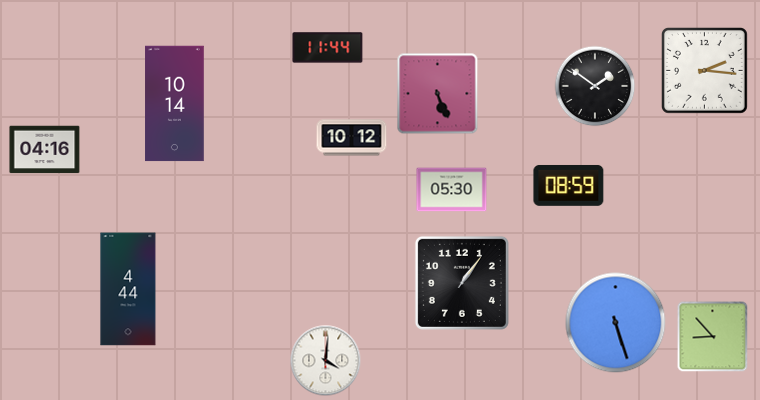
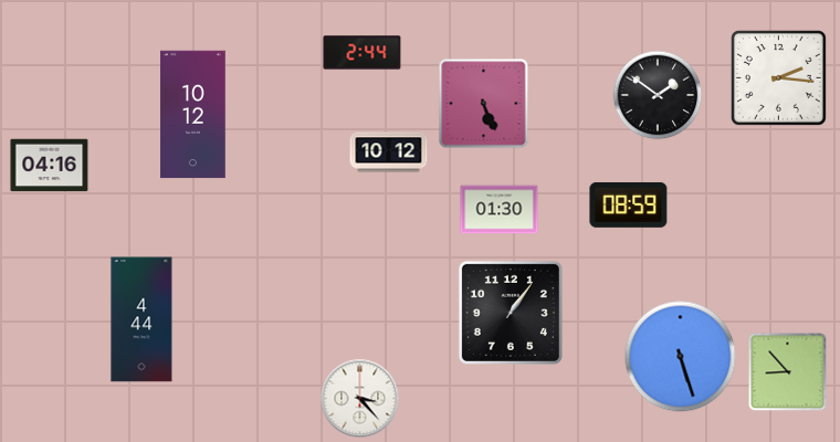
clock at (328, 48): 11:44 -> 2:44
clock at (175, 104): 10:14 -> 10:12
clock at (452, 190): 05:30 -> 01:30
clock at (326, 361): 4:01 -> 3:23
